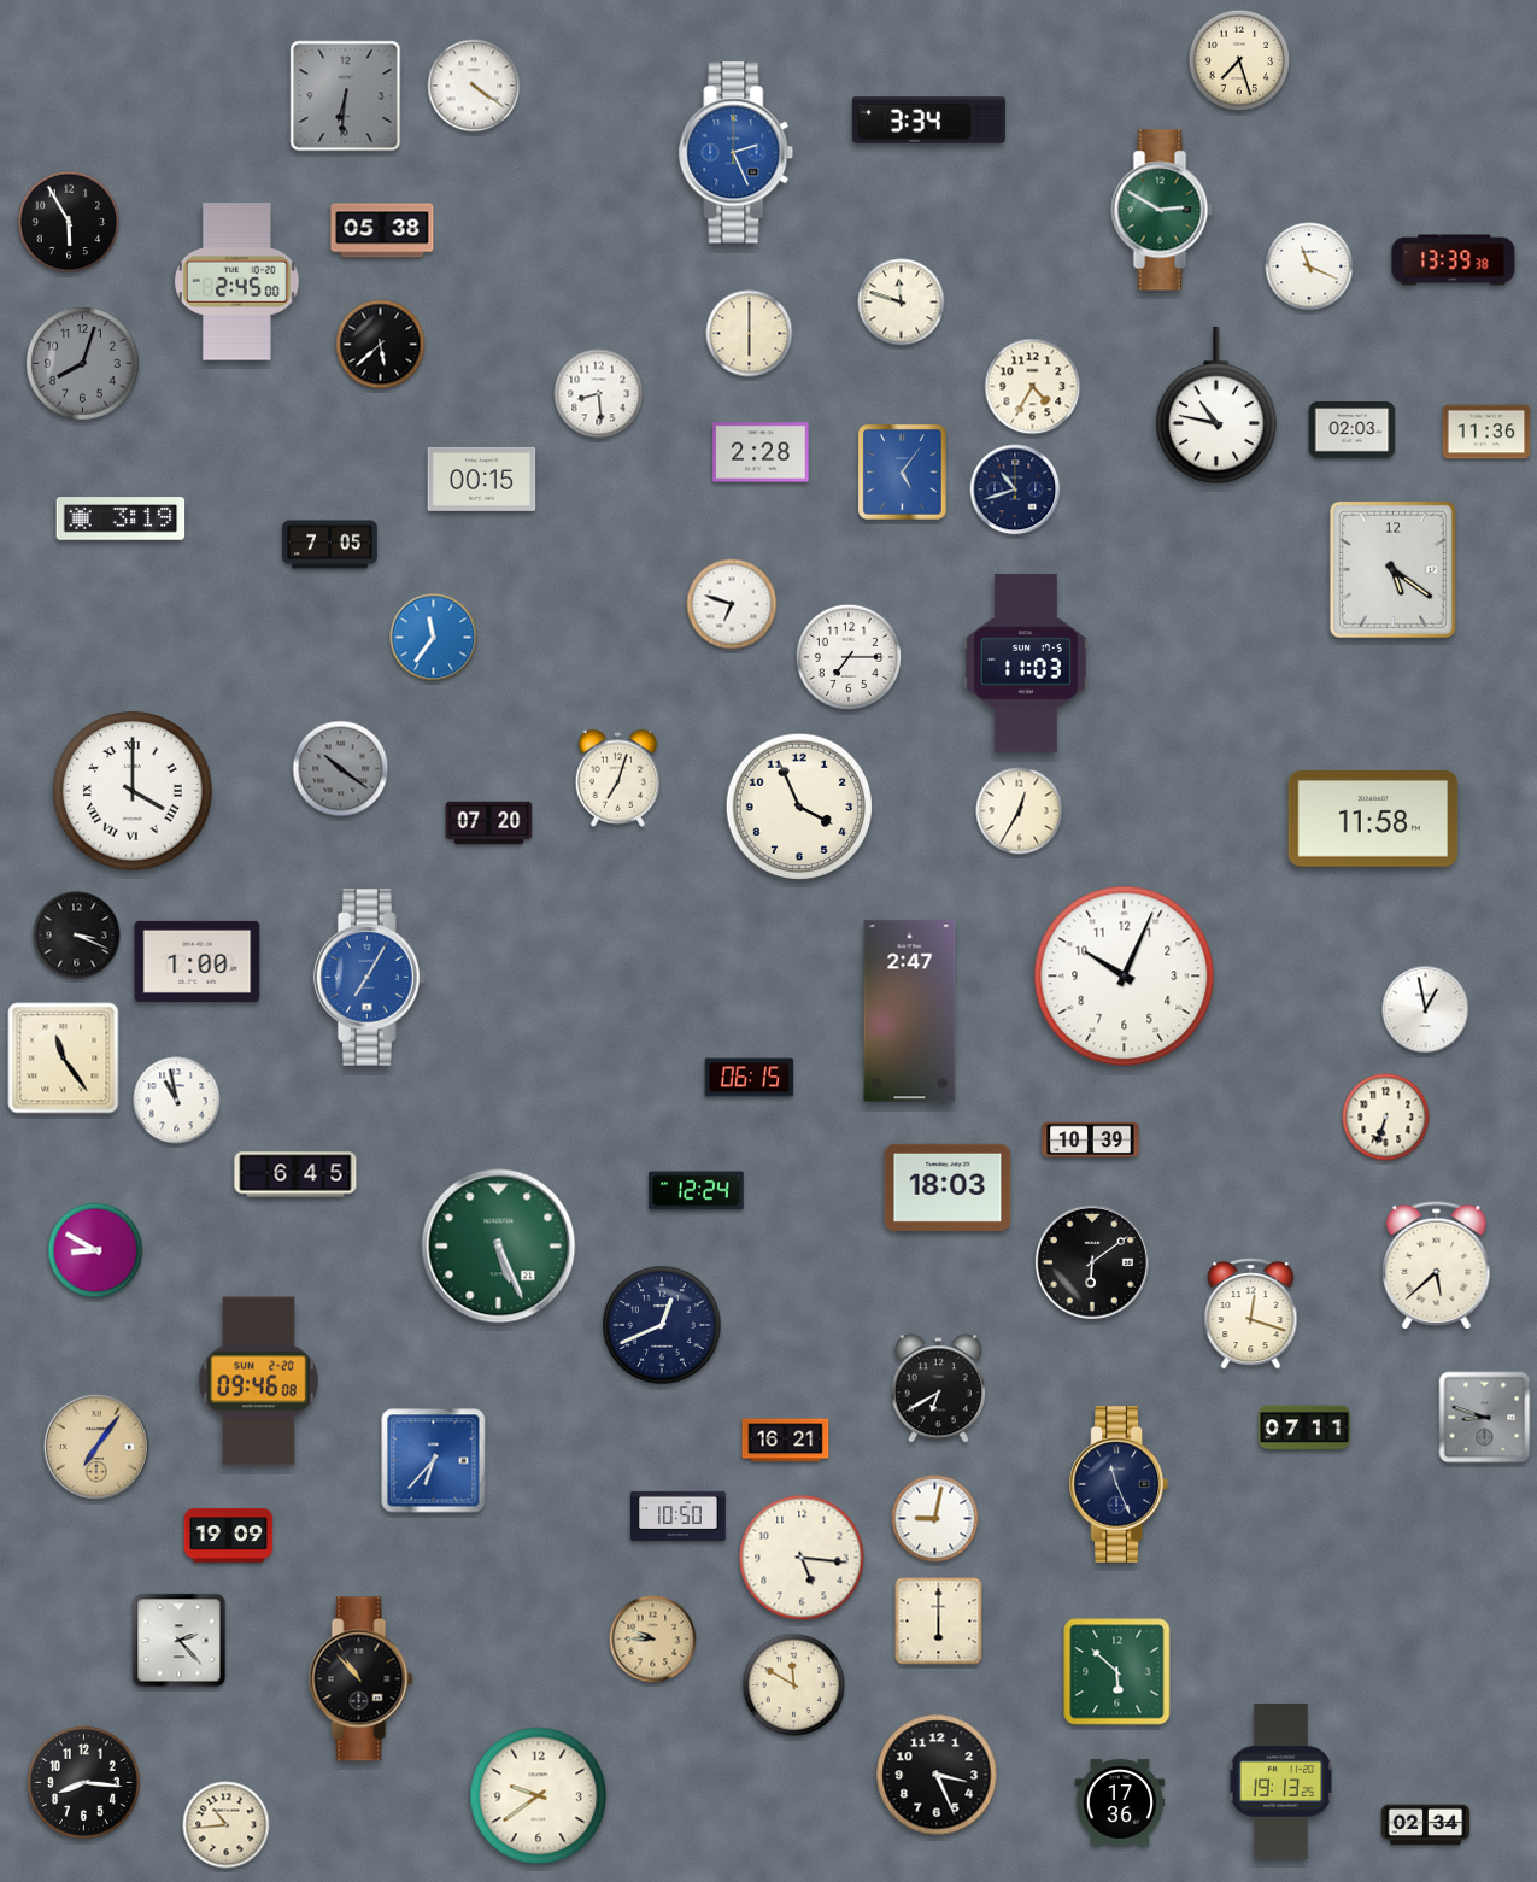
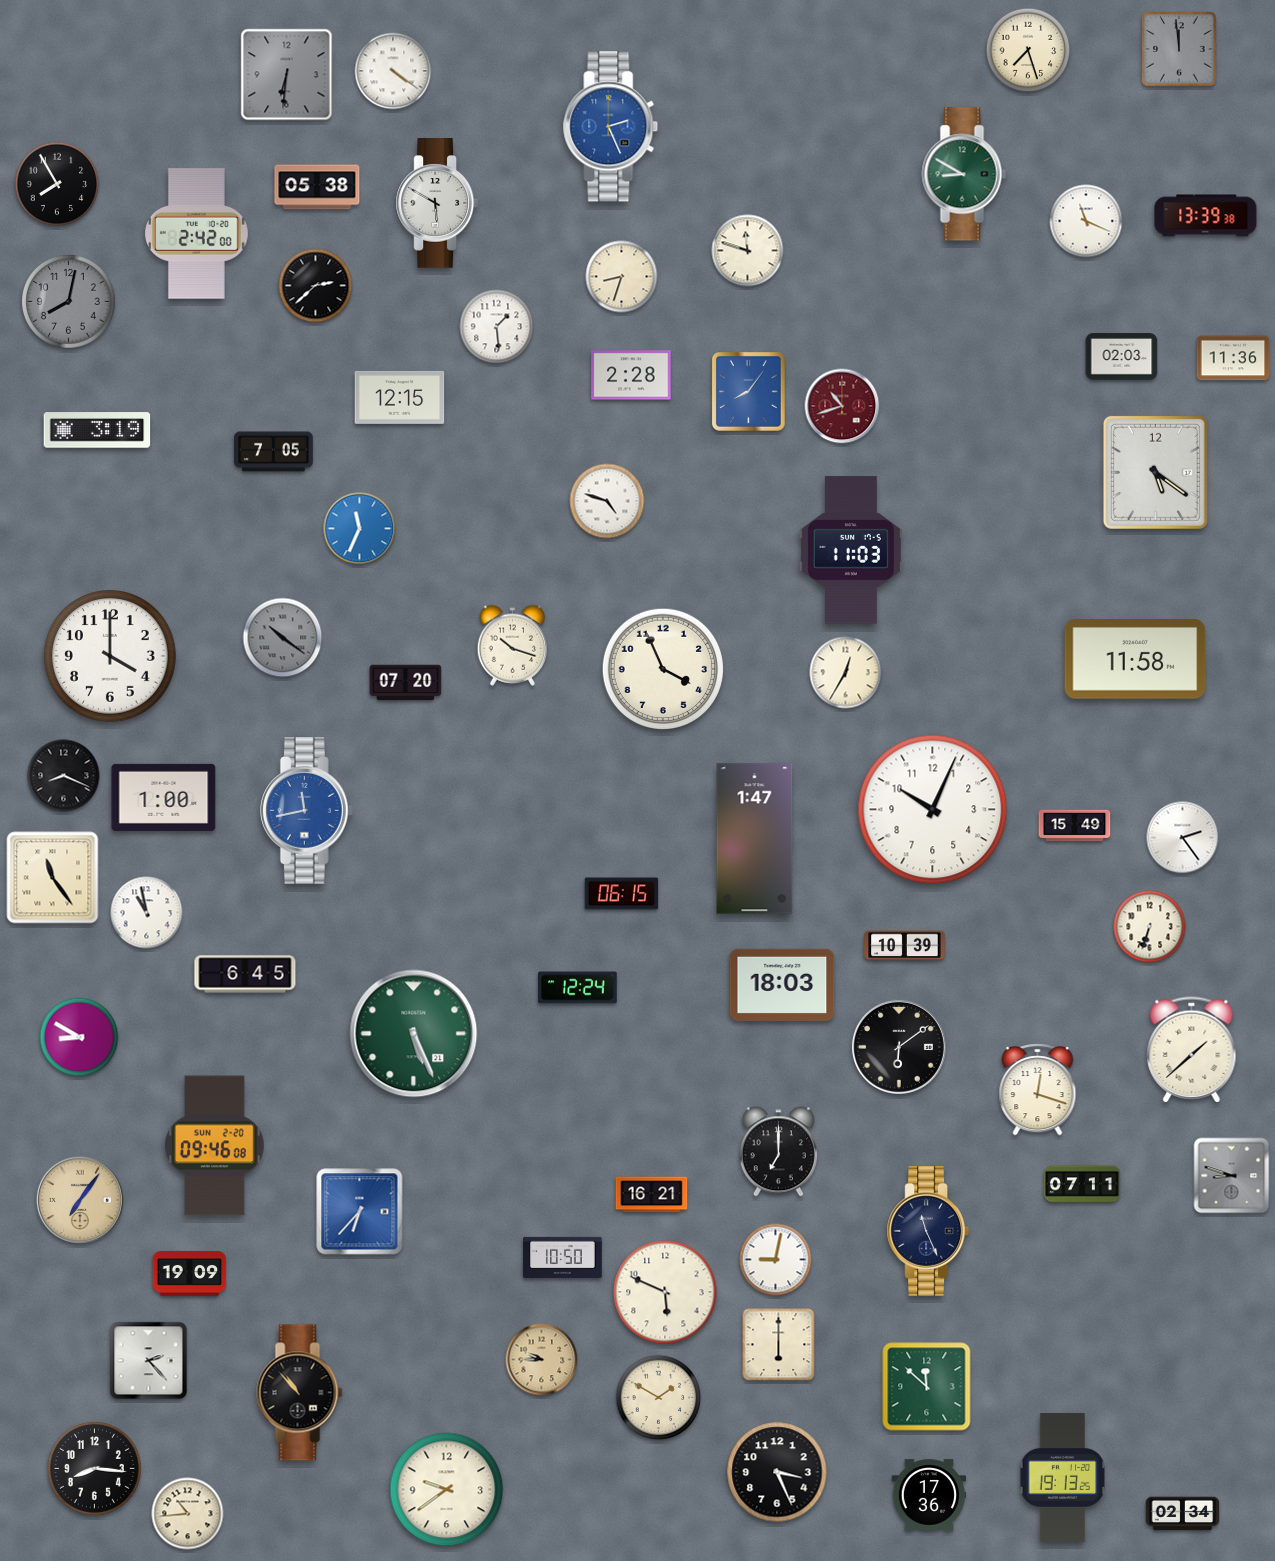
clock at (1179, 49): none -> 11:59
clock at (346, 96) position: (346, 96) -> (287, 75)
clock at (928, 121): 3:34 -> none
clock at (1162, 210): 2:50 -> 8:50
clock at (69, 222): 5:55 -> 7:55
clock at (382, 230) position: (382, 230) -> (317, 187)
clock at (436, 204): none -> 5:50
clock at (237, 282): 2:45 -> 2:42
clock at (750, 334): 6:00 -> 8:33
clock at (381, 345): 5:38 -> 2:38
clock at (83, 364): 8:03 -> 8:02
clock at (1033, 387): 4:35 -> none
clock at (599, 394): 8:29 -> 1:29
clock at (1216, 406): 10:47 -> none
clock at (902, 473): 5:06 -> 8:06
clock at (482, 479): 00:15 -> 12:15
clock at (1015, 489) dial: navy -> burgundy
clock at (121, 518) position: (121, 518) -> (97, 430)
clock at (732, 604): 6:48 -> 4:48
clock at (434, 638): 11:36 -> 11:34
clock at (847, 656): 7:15 -> none
clock at (618, 778): 7:03 -> 10:18
clock at (134, 792) numerals: Roman -> Arabic
clock at (1373, 820) position: (1373, 820) -> (1135, 660)
clock at (77, 936): 3:19 -> 8:19
clock at (369, 978): 7:05 -> 11:43
clock at (1075, 826): none -> 15:49
clock at (1426, 1010): 12:58 -> 2:24
clock at (910, 1012): 2:47 -> 1:47
clock at (948, 1188) position: (948, 1188) -> (782, 985)
clock at (1092, 1262) position: (1092, 1262) -> (899, 1047)
clock at (1437, 1266): 5:38 -> 1:38
clock at (662, 1325): 12:41 -> none
clock at (938, 1389): 6:40 -> 7:00
clock at (802, 1558): 5:16 -> 5:49
clock at (1117, 1672): 5:52 -> 11:52
clock at (794, 1685): 11:50 -> 1:50
clock at (84, 1783) position: (84, 1783) -> (95, 1469)
